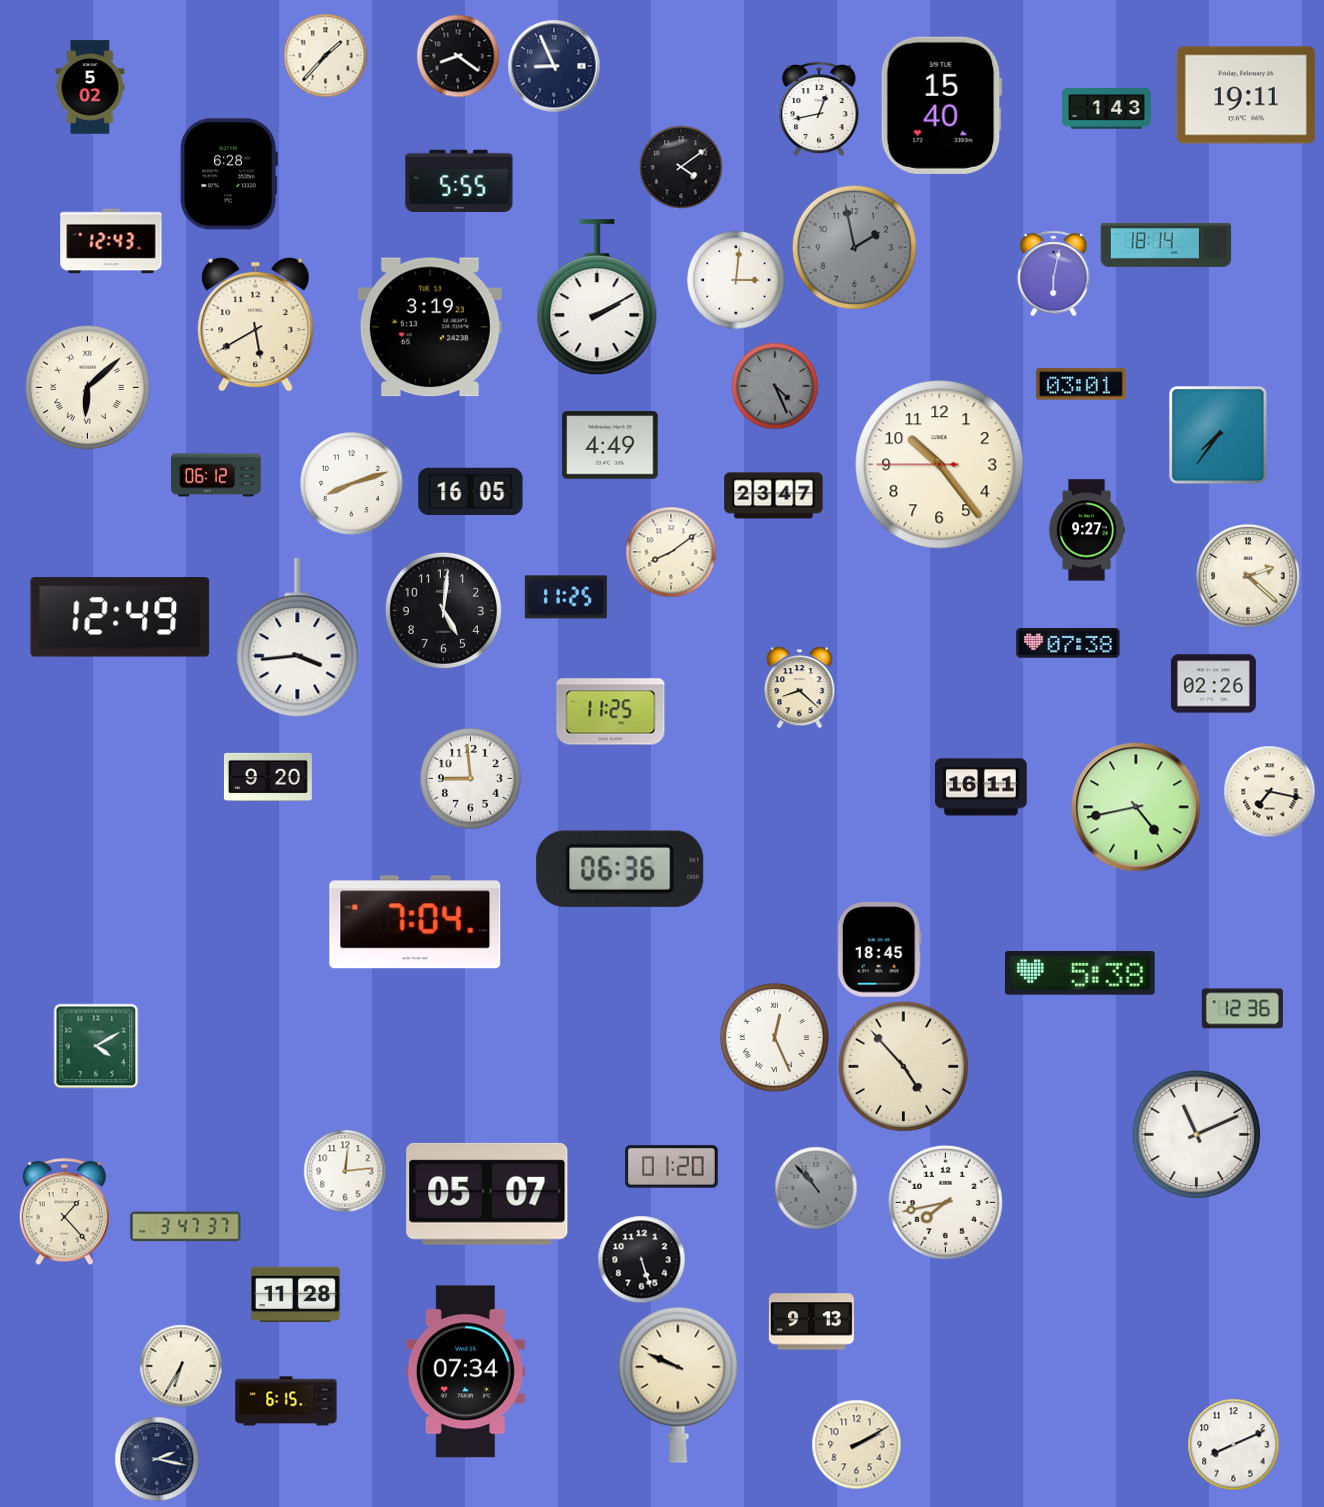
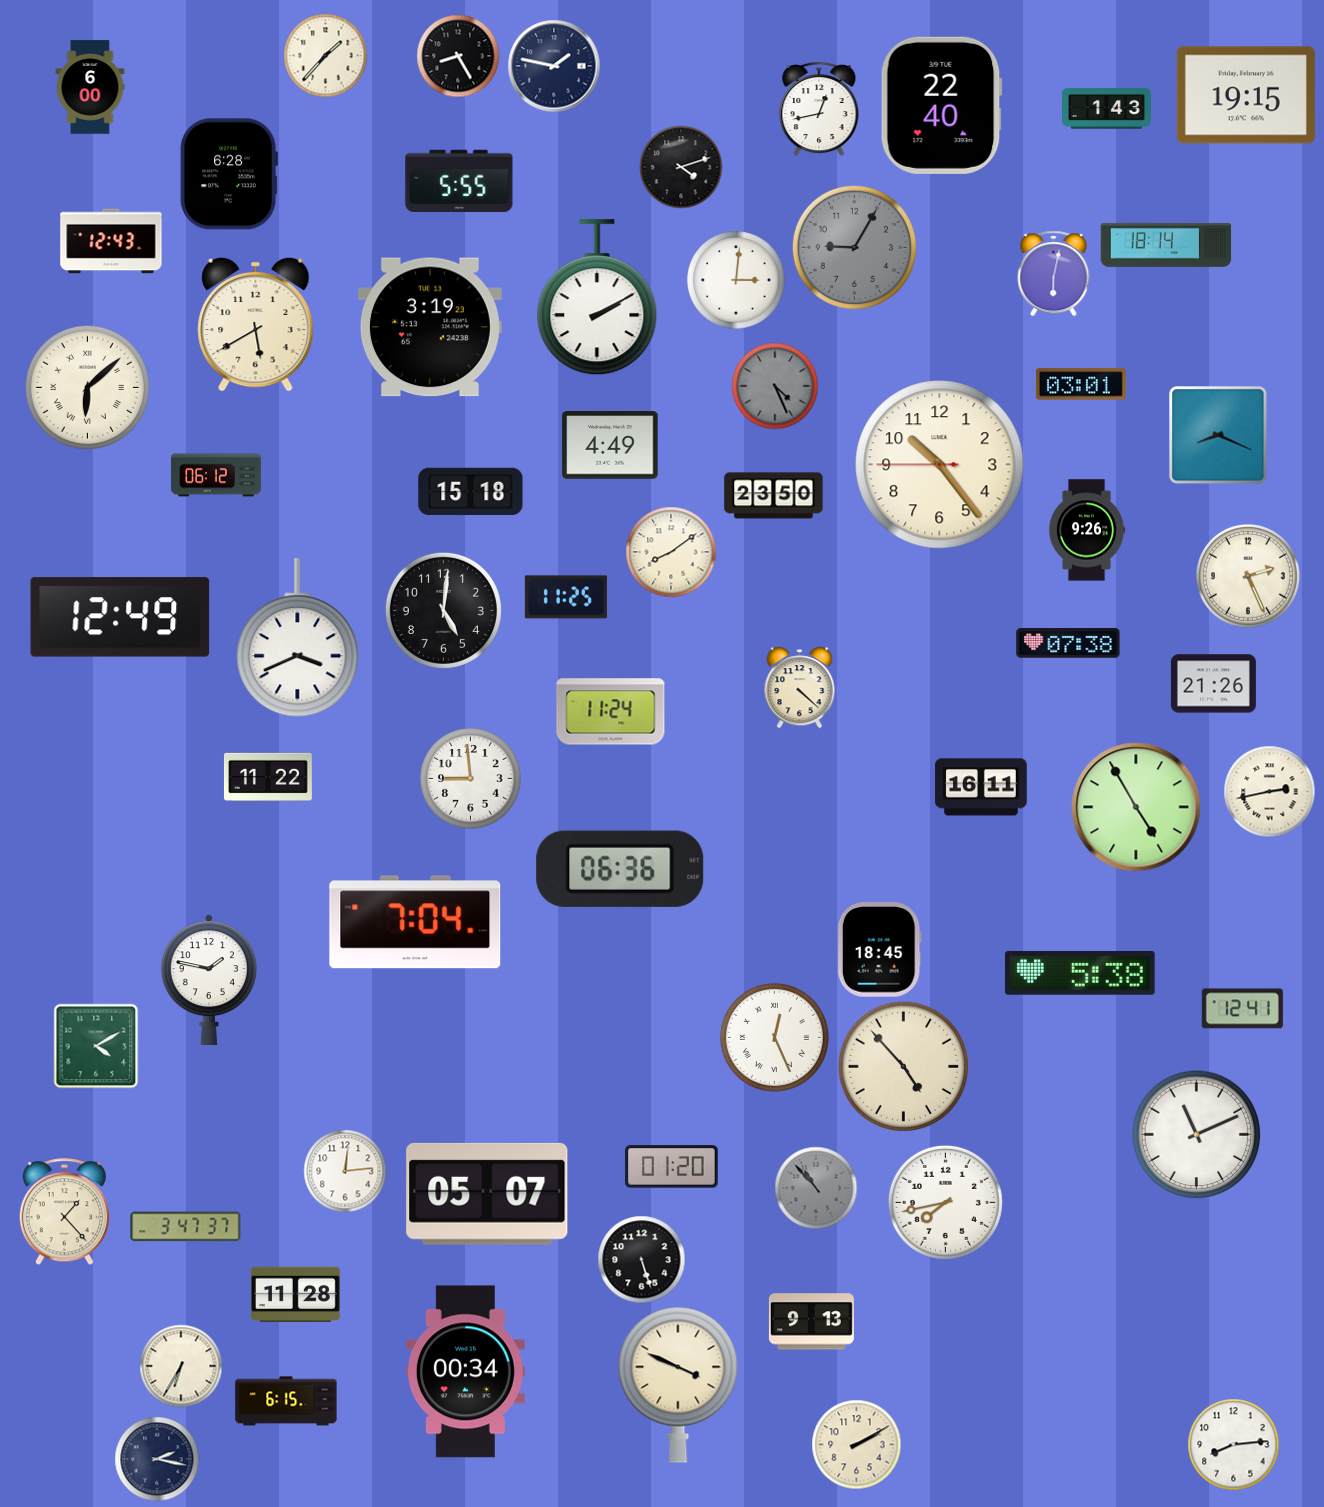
clock at (458, 56): 8:21 -> 8:25
clock at (554, 66): 8:56 -> 1:47
clock at (90, 87): 5:02 -> 6:00
clock at (1246, 95): 19:11 -> 19:15
clock at (941, 105): 15:40 -> 22:40
clock at (681, 167): 4:09 -> 4:12
clock at (854, 247): 1:58 -> 9:05
clock at (1218, 435): 7:36 -> 8:19
clock at (352, 484): 8:12 -> none
clock at (471, 492): 16:05 -> 15:18
clock at (774, 496): 23:47 -> 23:50
clock at (1087, 530): 9:27 -> 9:26
clock at (1248, 576): 2:22 -> 2:26
clock at (298, 638): 3:44 -> 3:41
clock at (1213, 684): 02:26 -> 21:26
clock at (800, 687): 8:22 -> 4:22
clock at (611, 712): 11:25 -> 11:24
clock at (268, 777): 9:20 -> 11:22
clock at (1269, 791): 7:17 -> 2:43
clock at (1136, 807): 4:43 -> 4:55
clock at (209, 980): none -> 1:47
clock at (1242, 1009): 12:36 -> 12:41
clock at (465, 1372): 07:34 -> 00:34
clock at (678, 1385): 9:49 -> 3:49
clock at (1233, 1444): 8:11 -> 8:14
